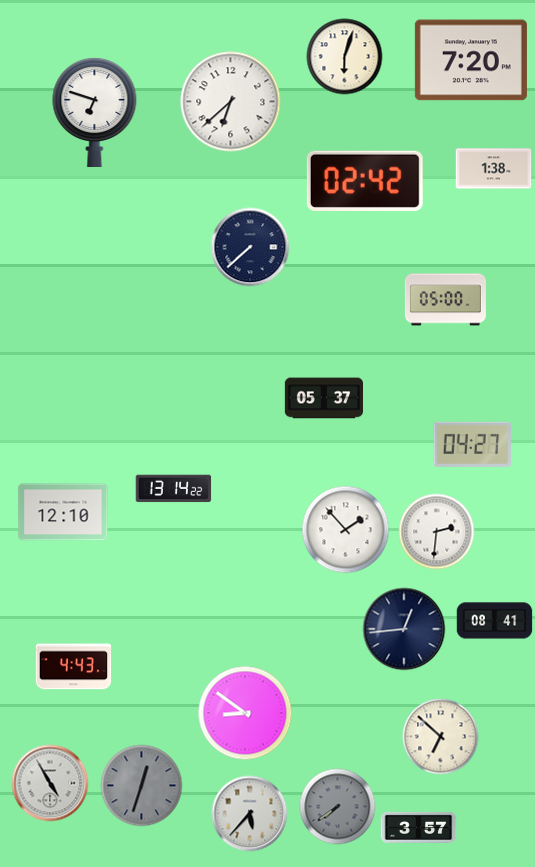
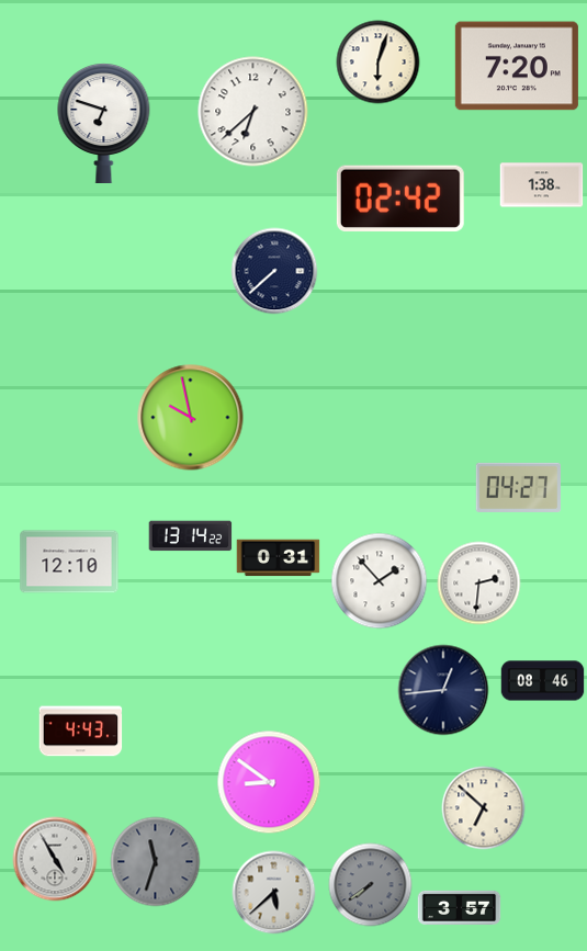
clock at (445, 300): 05:00 -> none
clock at (191, 418): none -> 9:58
clock at (323, 398): 05:37 -> none
clock at (279, 558): none -> 0:31
clock at (495, 621): 08:41 -> 08:46
clock at (142, 786): 12:33 -> 11:33
clock at (250, 814): 5:37 -> 5:38
